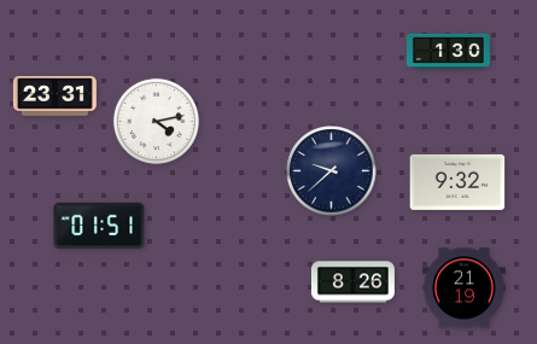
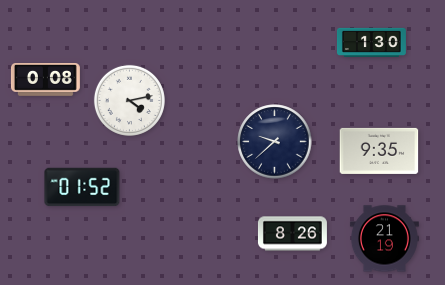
clock at (54, 97): 23:31 -> 0:08
clock at (457, 182): 9:32 -> 9:35
clock at (99, 226): 01:51 -> 01:52
